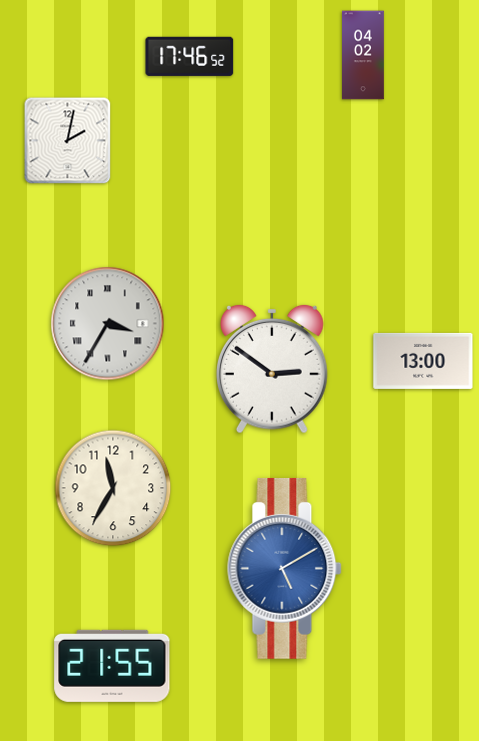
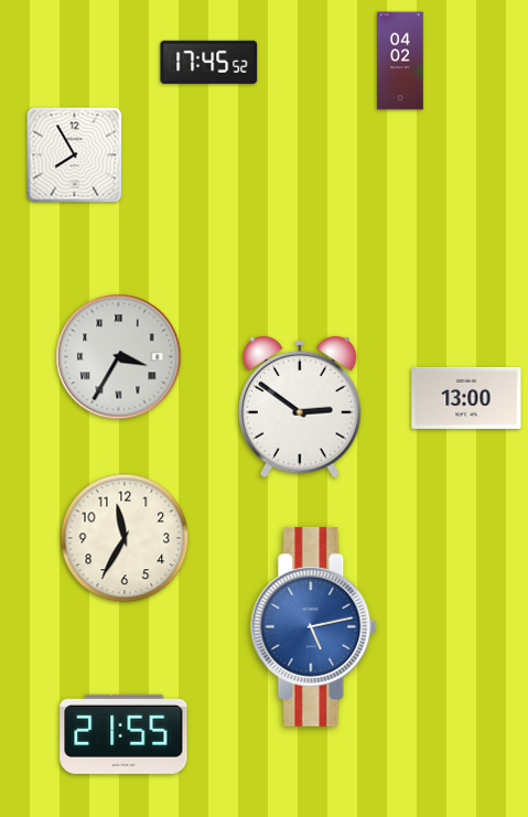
clock at (190, 56): 17:46 -> 17:45
clock at (68, 141): 2:02 -> 7:55
clock at (285, 568): 5:10 -> 5:13
